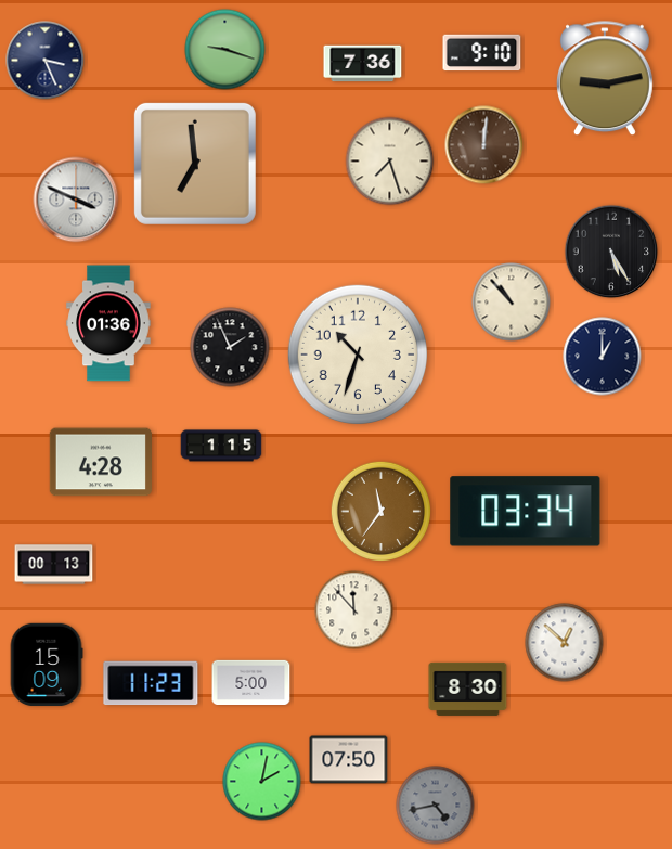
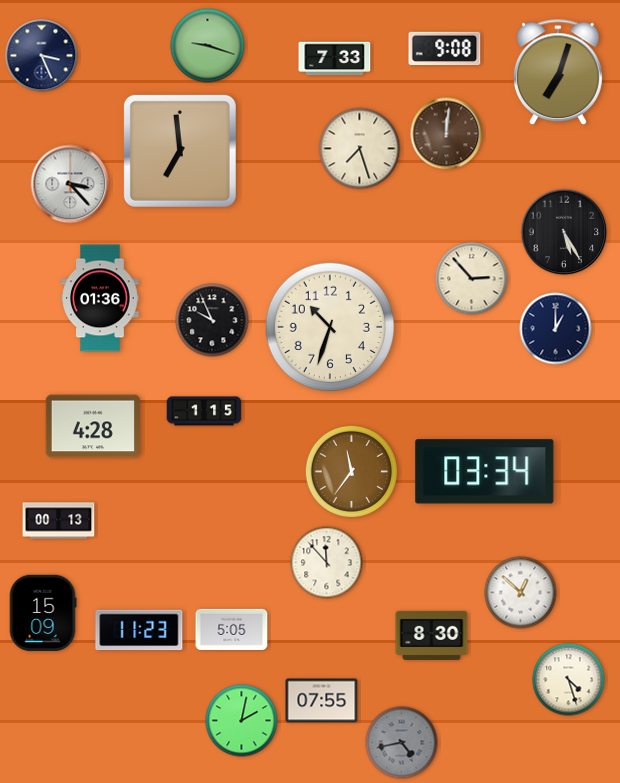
clock at (482, 53): 9:10 -> 9:08
clock at (363, 64): 7:36 -> 7:33
clock at (605, 79): 9:13 -> 7:03
clock at (76, 200): 3:49 -> 3:23
clock at (512, 303): 10:53 -> 2:53
clock at (230, 347): 1:56 -> 9:56
clock at (54, 565) position: (54, 565) -> (59, 521)
clock at (251, 682): 5:00 -> 5:05
clock at (569, 680): none -> 4:27
clock at (349, 760): 07:50 -> 07:55
